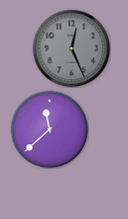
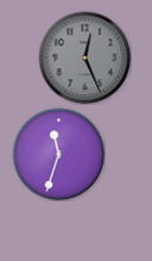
clock at (49, 129): 11:38 -> 11:33
